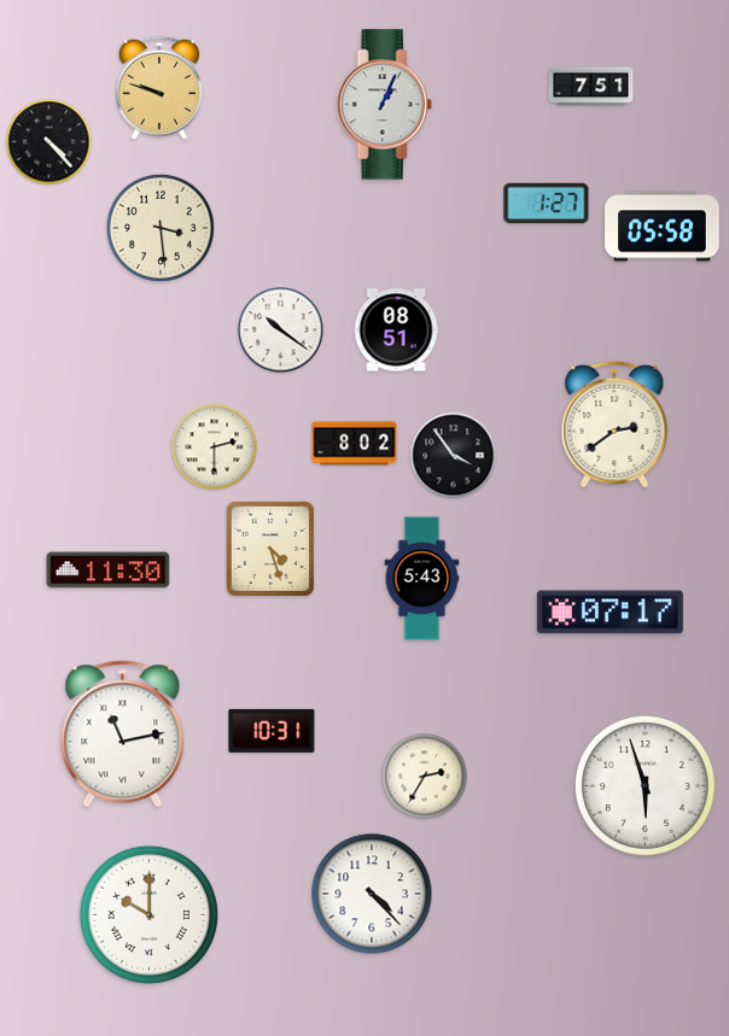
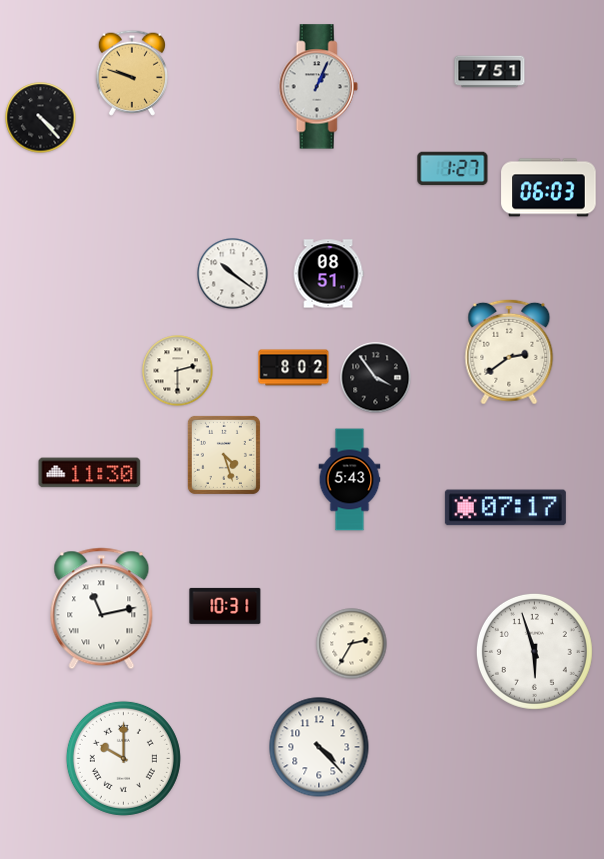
clock at (663, 227): 05:58 -> 06:03
clock at (161, 228): 3:29 -> none
clock at (372, 894) position: (372, 894) -> (319, 747)
